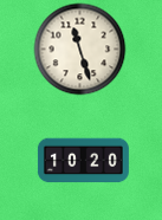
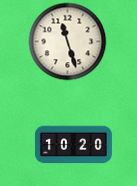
clock at (83, 161) position: (83, 161) -> (73, 145)
